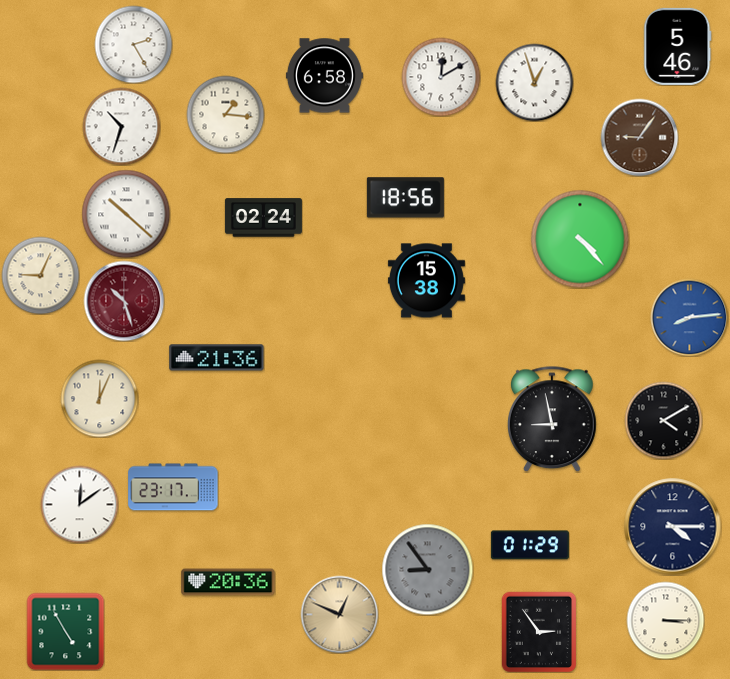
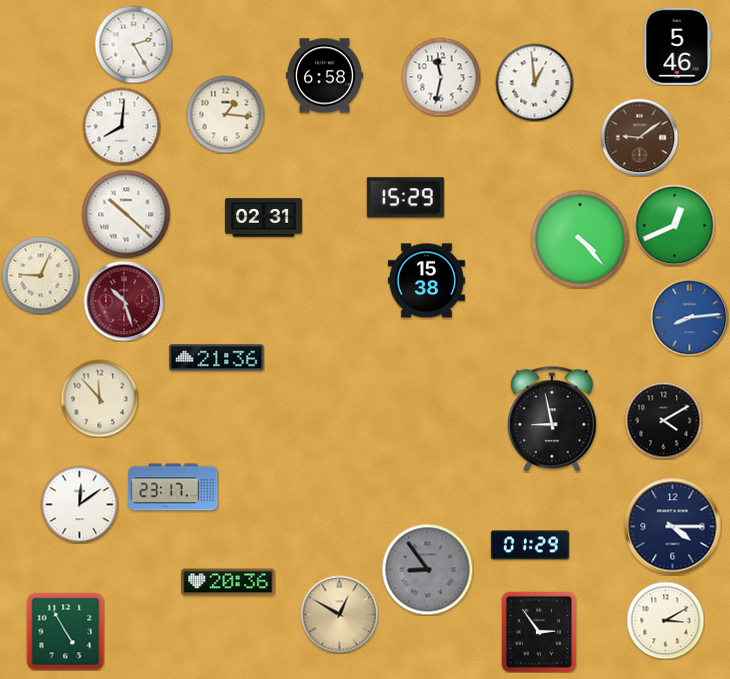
clock at (441, 77): 12:10 -> 11:32
clock at (534, 82): 12:57 -> 12:59
clock at (121, 126): 10:33 -> 8:01
clock at (639, 137): 9:06 -> 9:09
clock at (405, 198): 18:56 -> 15:29
clock at (263, 218): 02:24 -> 02:31
clock at (674, 225): none -> 12:41
clock at (99, 398): 12:04 -> 11:53
clock at (339, 614): 12:49 -> 12:50
clock at (665, 620): 3:15 -> 3:10
